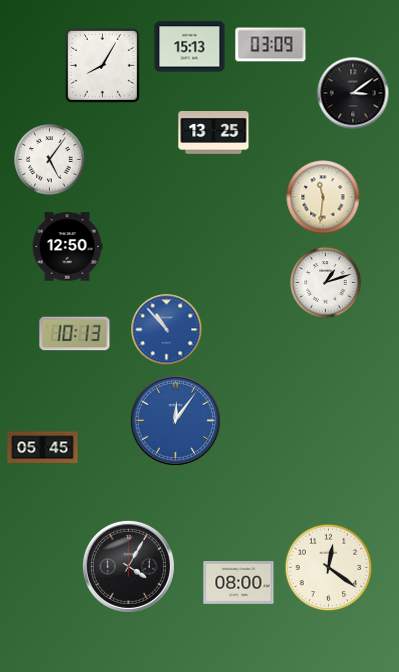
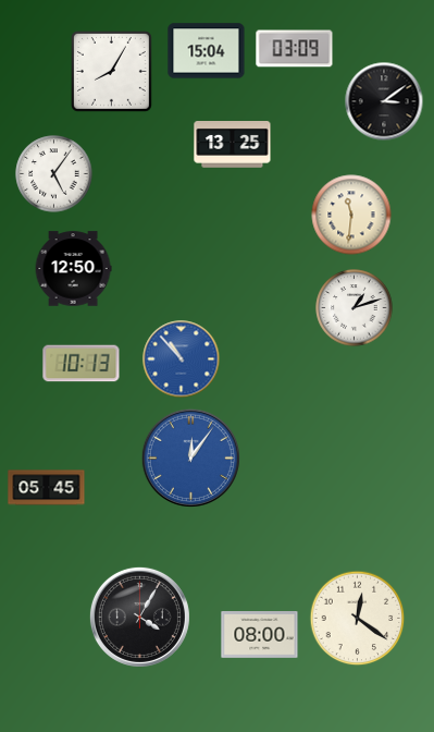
clock at (190, 47): 15:13 -> 15:04
